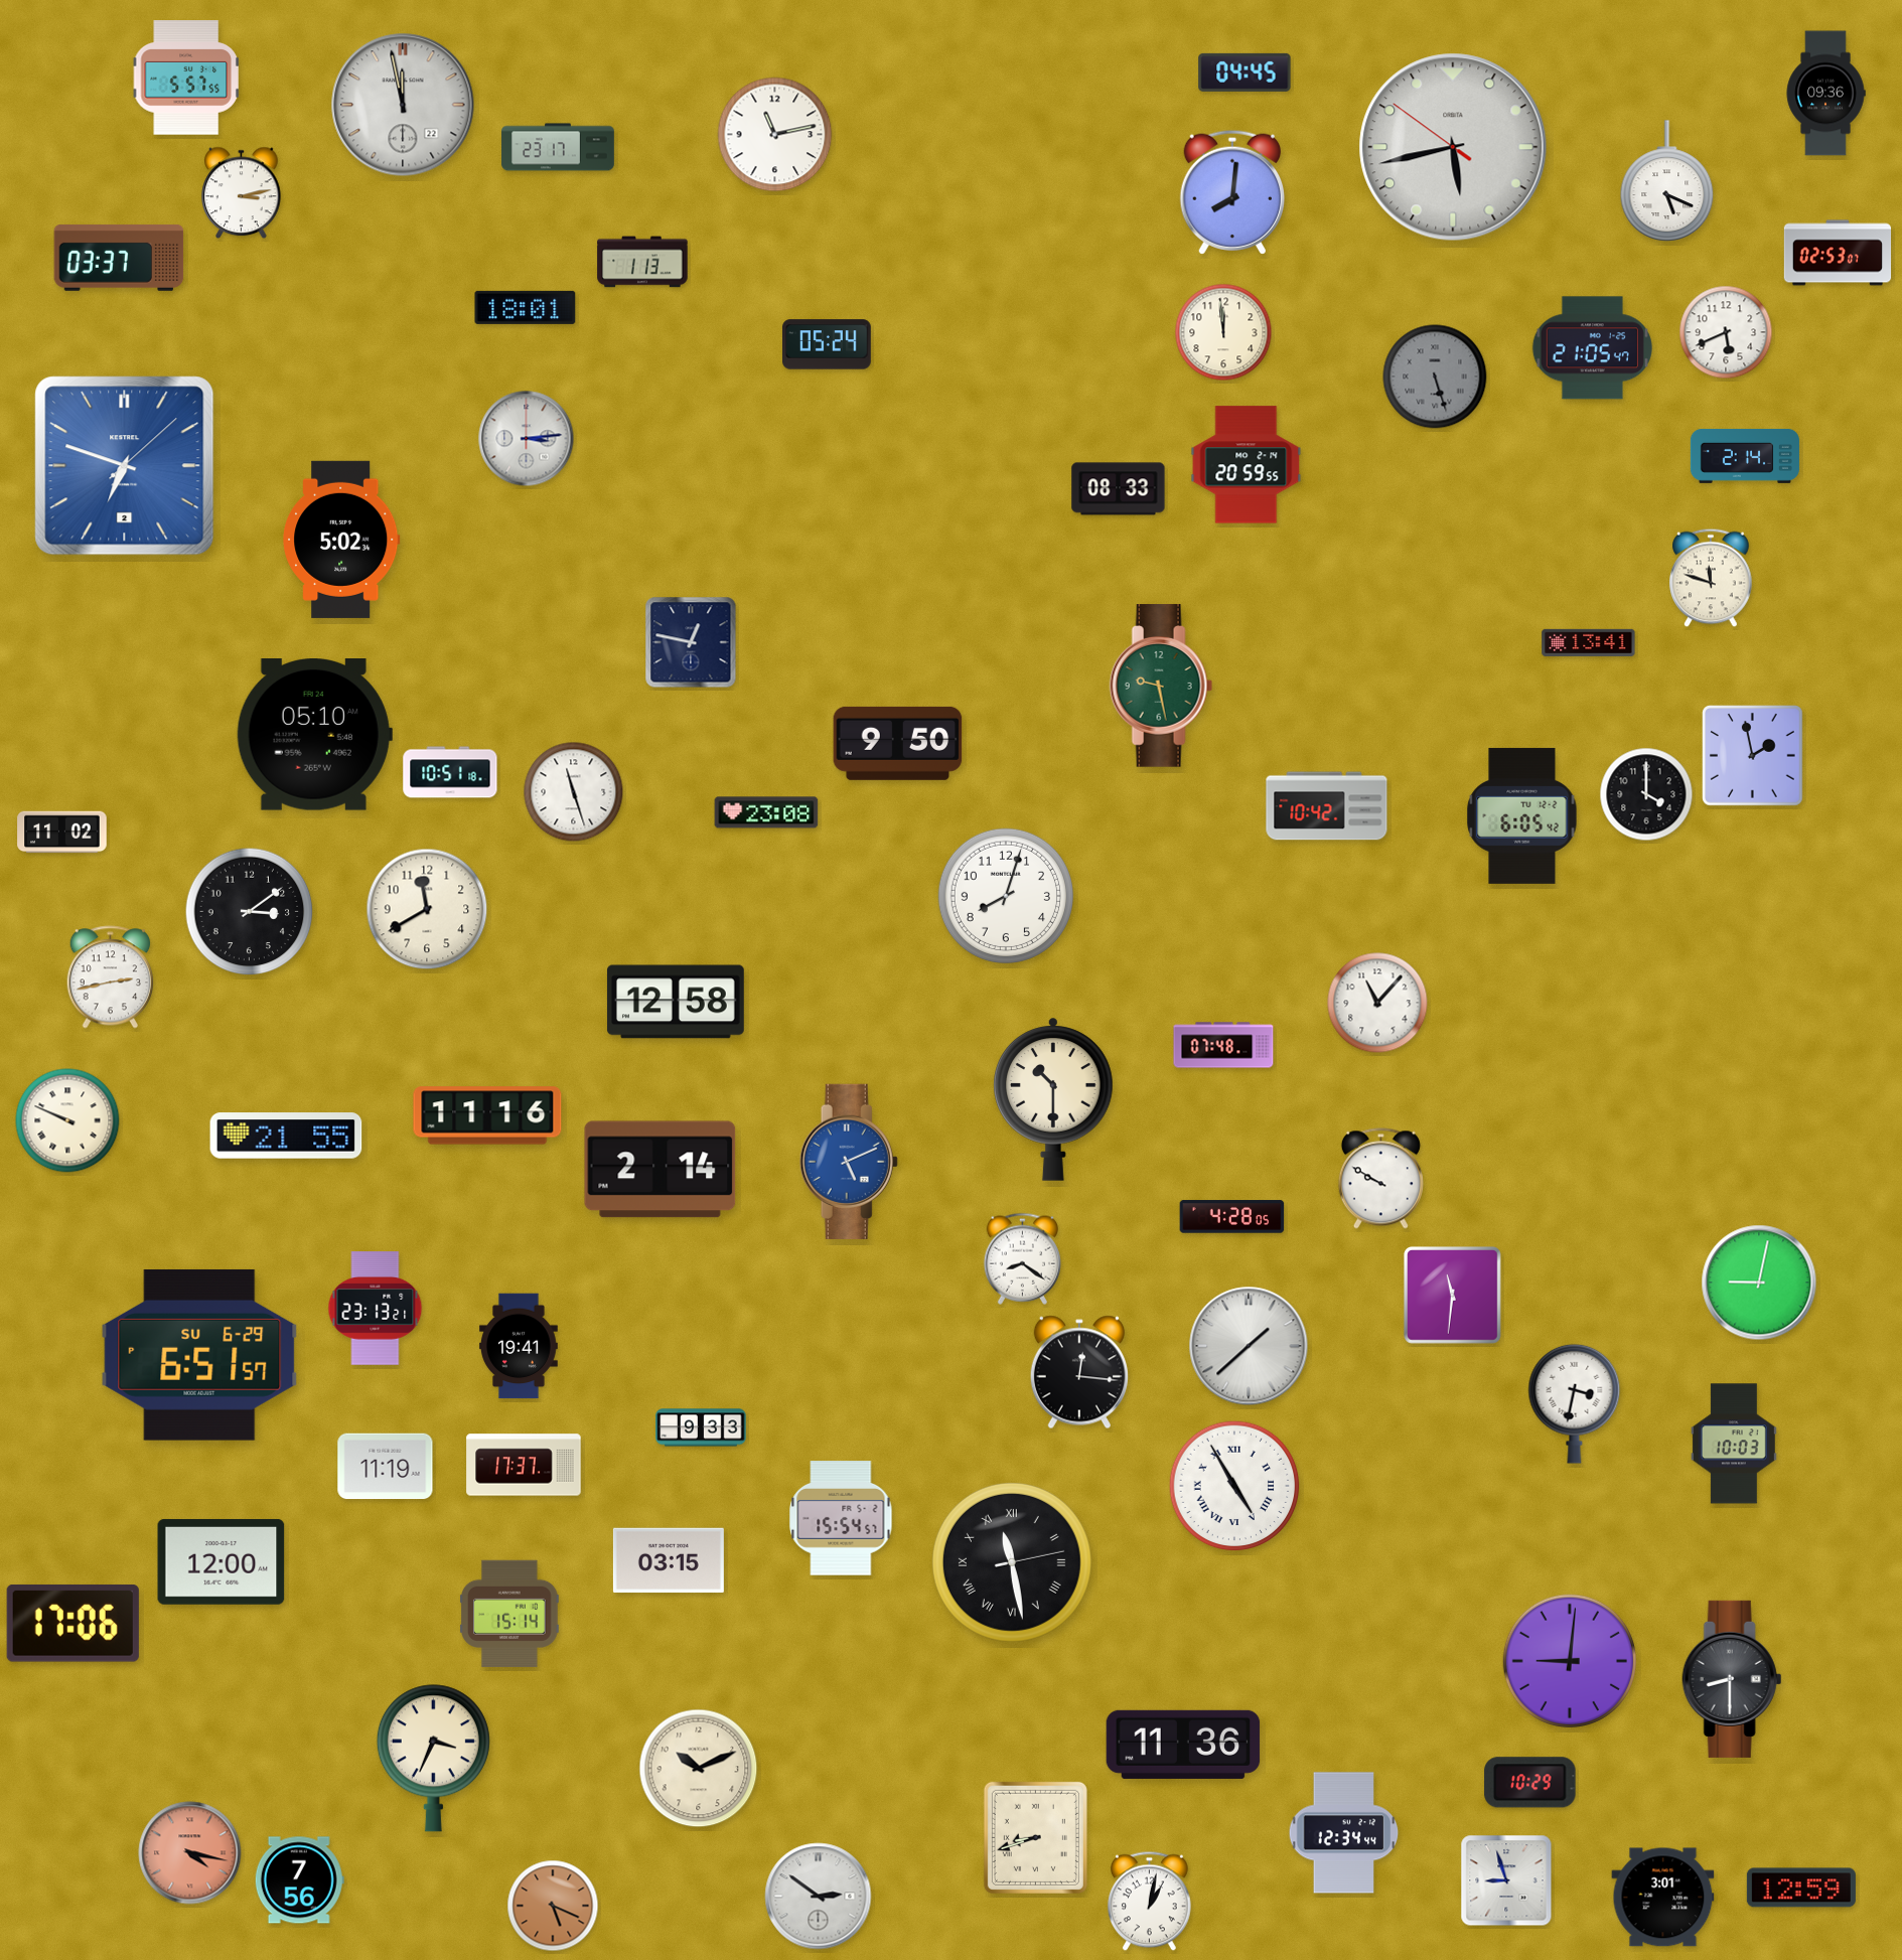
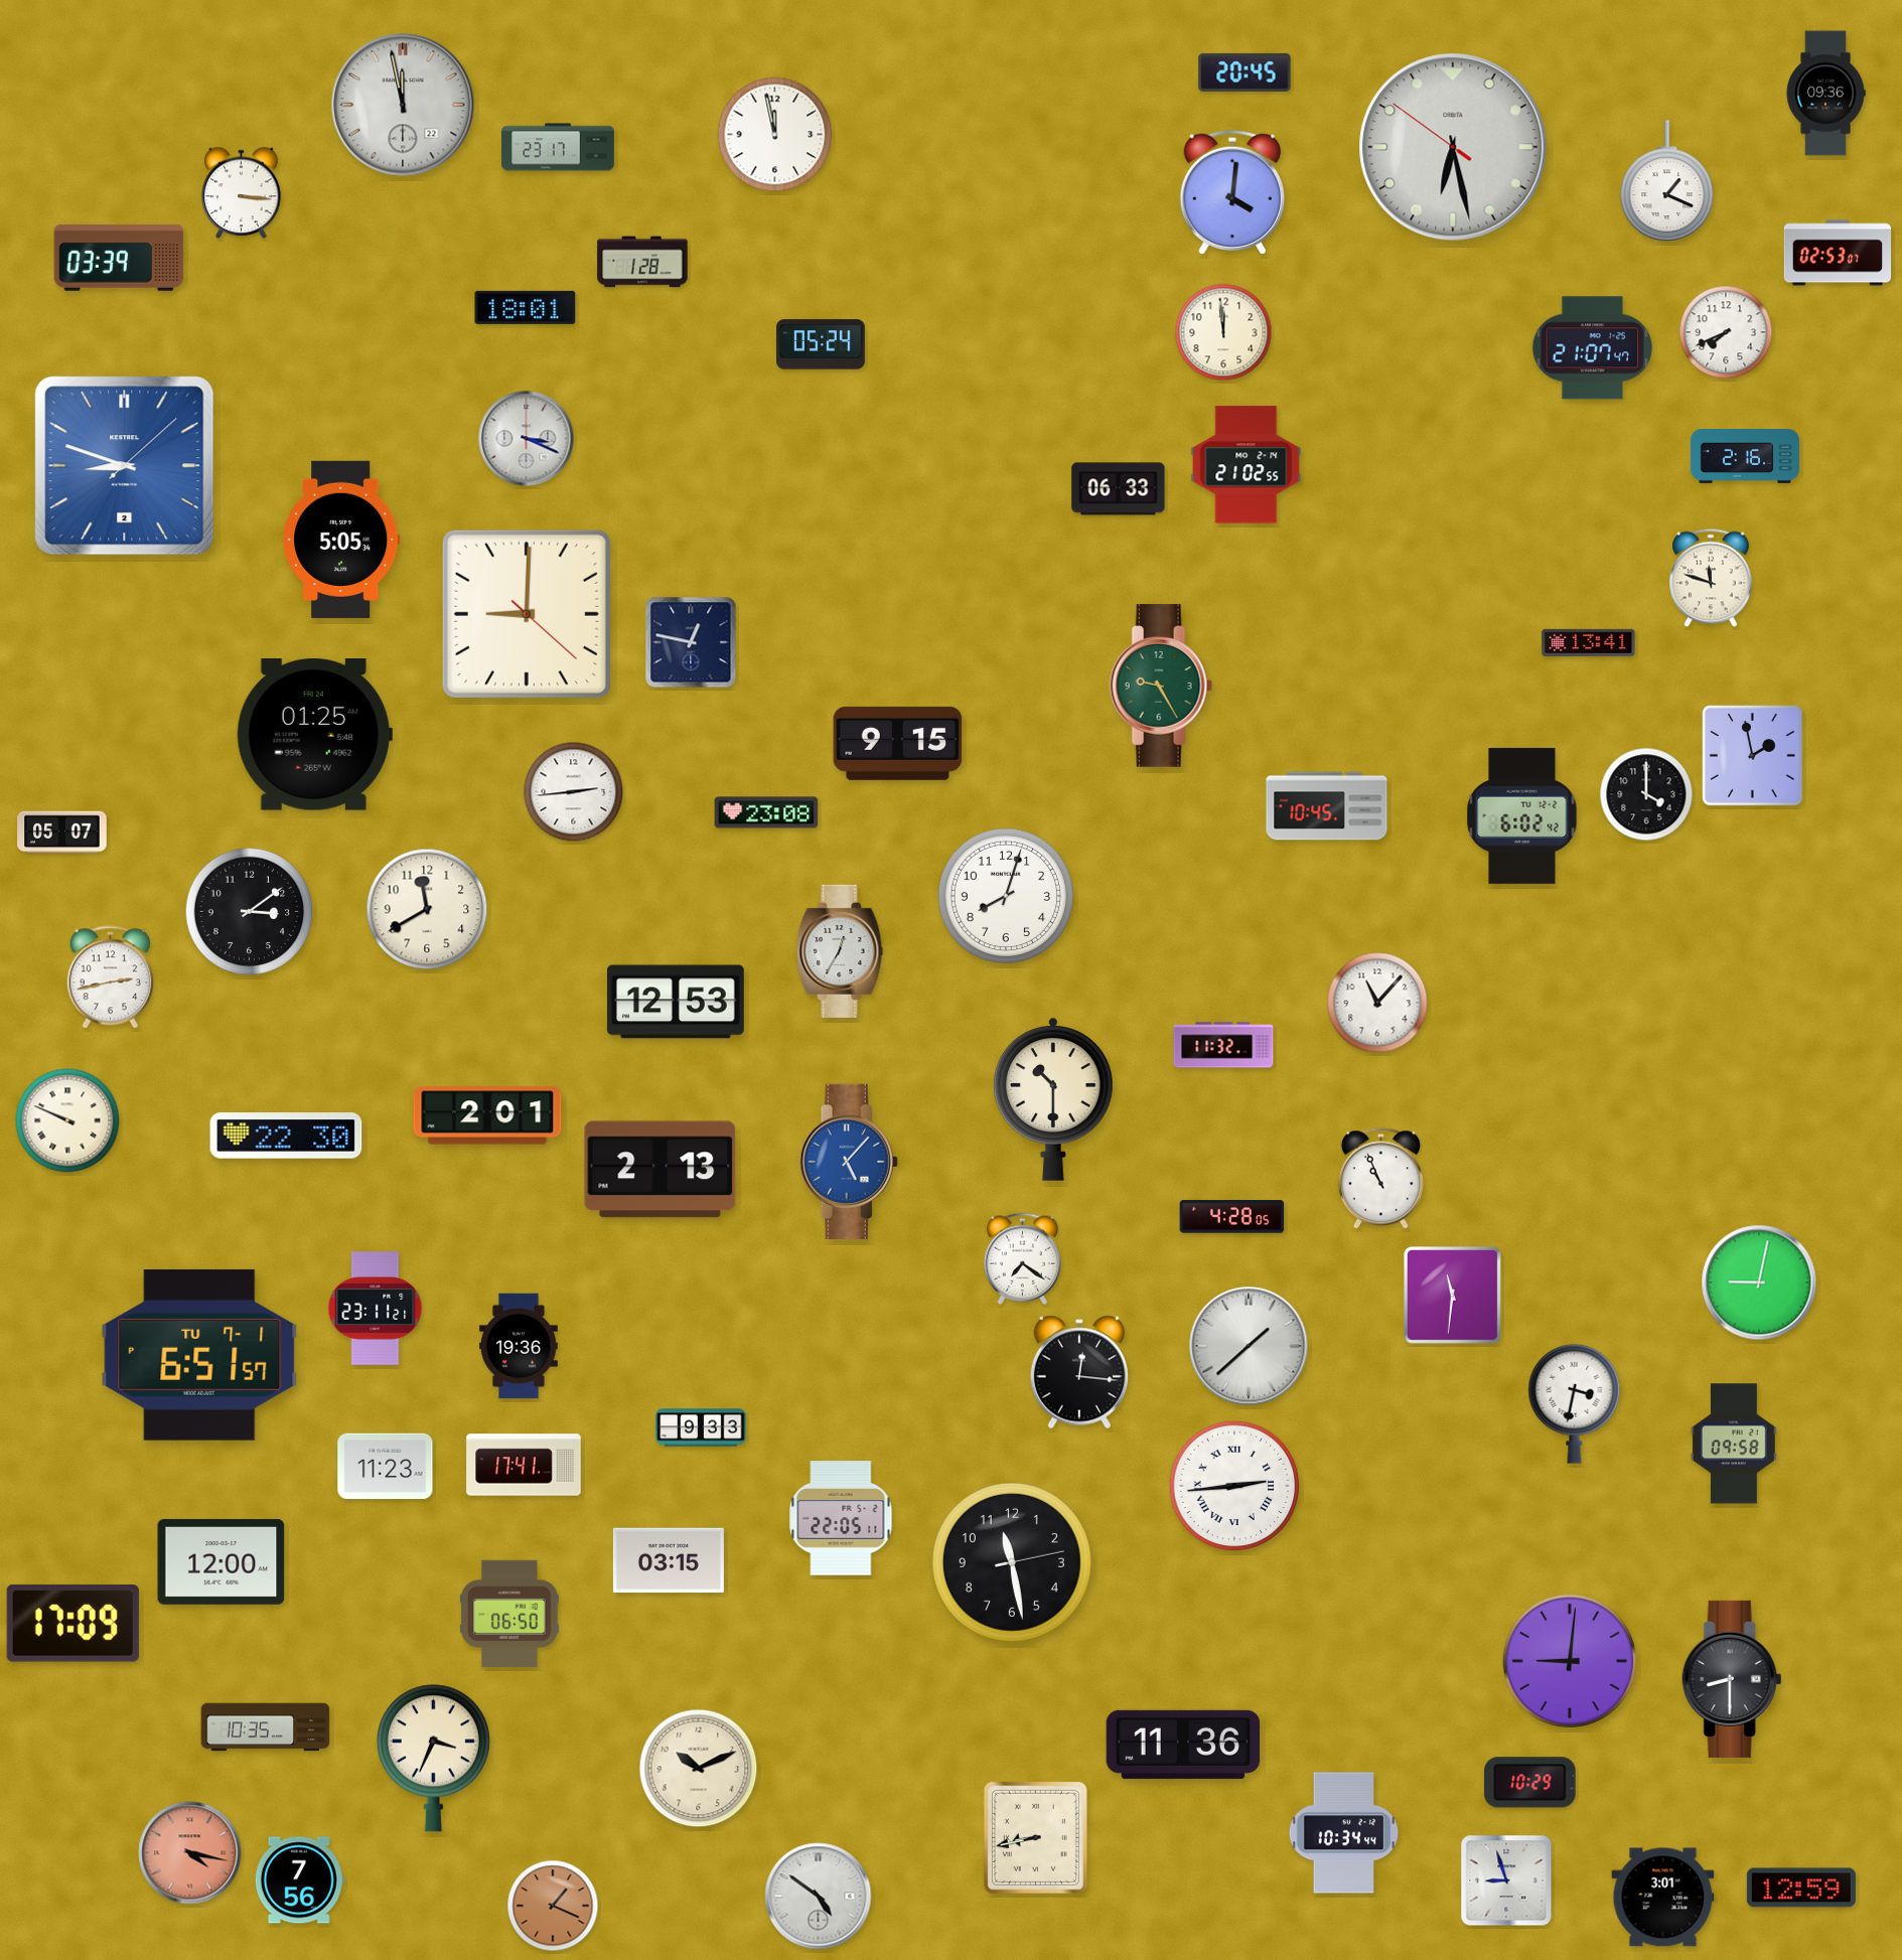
clock at (1245, 72): 04:45 -> 20:45
clock at (186, 78): 5:57 -> none
clock at (775, 135): 11:13 -> 11:58
clock at (1453, 147): 5:42 -> 6:27
clock at (1667, 181): 5:19 -> 1:19
clock at (1231, 191): 8:01 -> 4:01
clock at (242, 193): 3:13 -> 3:16
clock at (119, 258): 03:37 -> 03:39
clock at (642, 262): 1:13 -> 1:28
clock at (1726, 332): 5:41 -> 7:41
clock at (828, 344) position: (828, 344) -> (822, 344)
clock at (1592, 348): 21:05 -> 21:07
clock at (1435, 376): 5:27 -> none
clock at (527, 439): 3:14 -> 3:19
clock at (1745, 456): 2:14 -> 2:16
clock at (1247, 465): 20:59 -> 21:02
clock at (125, 466): 6:48 -> 8:48
clock at (1119, 489): 08:33 -> 06:33
clock at (341, 540): 5:02 -> 5:05
clock at (527, 614): none -> 9:00
clock at (1161, 686): 9:28 -> 9:25
clock at (314, 735): 05:10 -> 01:25
clock at (898, 743): 9:50 -> 9:15
clock at (450, 772): 10:51 -> none
clock at (574, 792): 11:27 -> 2:44
clock at (1327, 806): 10:42 -> 10:45
clock at (1522, 815): 6:05 -> 6:02
clock at (62, 833): 11:02 -> 05:07
clock at (840, 951): none -> 12:35
clock at (676, 1002): 12:58 -> 12:53
clock at (1223, 1045): 07:48 -> 11:32
clock at (487, 1115): 11:16 -> 2:01
clock at (286, 1136): 21:55 -> 22:30
clock at (849, 1162): 5:11 -> 5:07
clock at (661, 1170): 2:14 -> 2:13
clock at (1380, 1179): 9:50 -> 10:56
clock at (1022, 1258): 8:21 -> 7:21
clock at (376, 1309): 23:13 -> 23:11
clock at (519, 1346): 19:41 -> 19:36
clock at (199, 1355) date: SU 6-29 -> TU 7-1
clock at (1734, 1444): 10:03 -> 09:58
clock at (524, 1465): 17:37 -> 17:41
clock at (386, 1467): 11:19 -> 11:23
clock at (1234, 1486): 4:55 -> 2:44
clock at (841, 1518): 15:54 -> 22:05
clock at (1012, 1562) numerals: Roman -> Arabic
clock at (510, 1614): 15:14 -> 06:50
clock at (72, 1623): 17:06 -> 17:09
clock at (266, 1727): none -> 10:35
clock at (1344, 1833): 12:34 -> 10:34
clock at (1035, 1837): 8:42 -> 8:43
clock at (819, 1897): 2:51 -> 4:51
clock at (1149, 1902): 1:02 -> none
clock at (553, 1906): 5:19 -> 1:19
